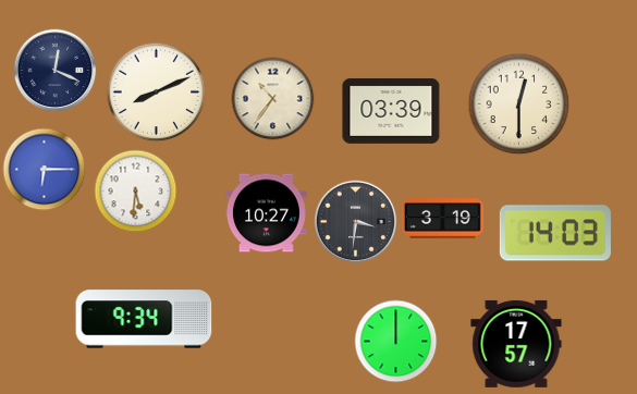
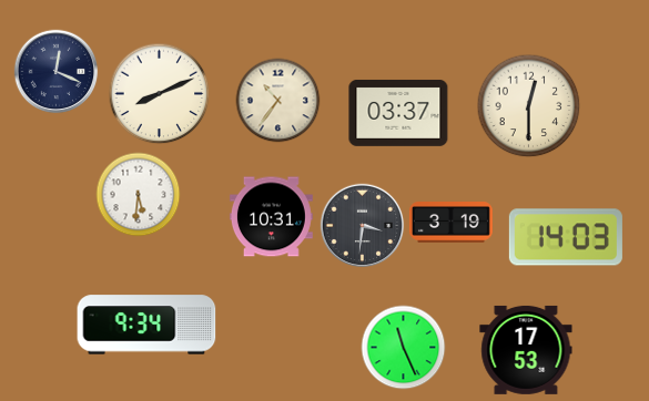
clock at (391, 111): 03:39 -> 03:37
clock at (45, 170): 6:15 -> none
clock at (266, 213): 10:27 -> 10:31
clock at (396, 342): 12:00 -> 11:26
clock at (516, 344): 17:57 -> 17:53
